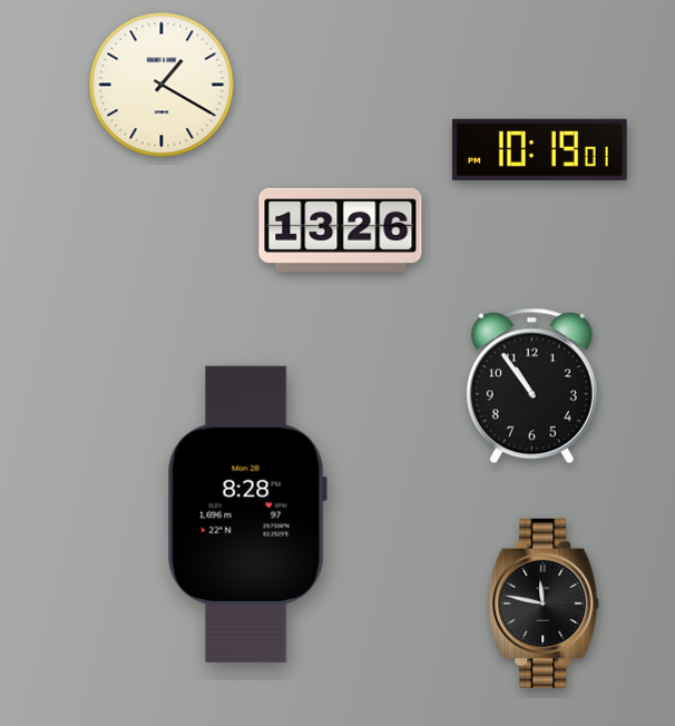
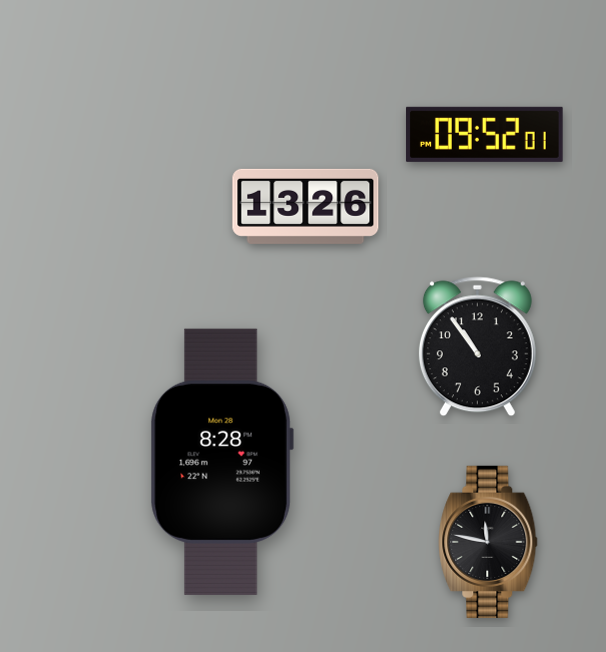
clock at (162, 85): 1:20 -> none
clock at (539, 149): 10:19 -> 09:52
